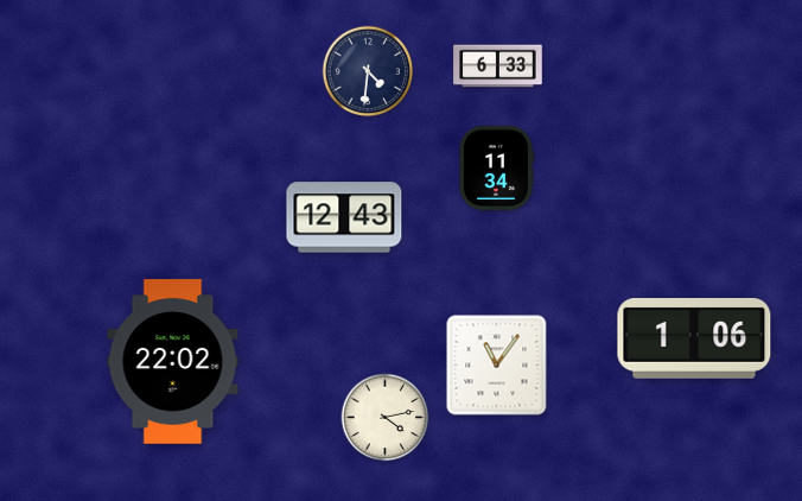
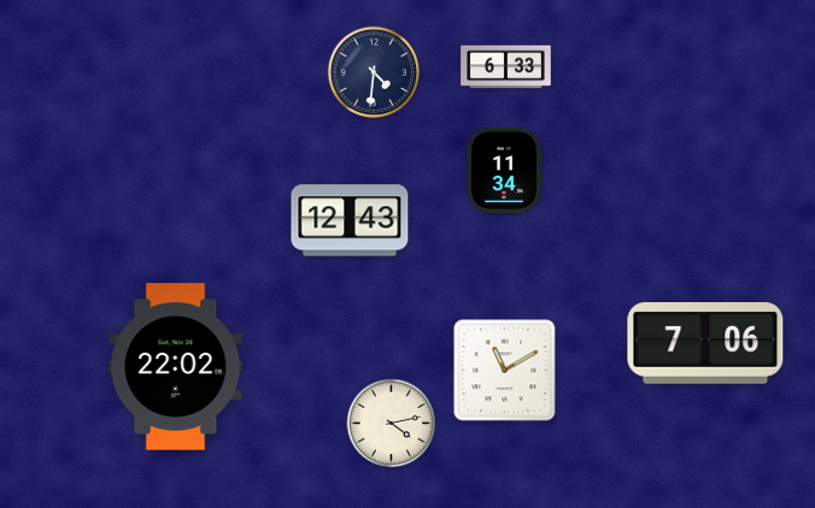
clock at (694, 340): 1:06 -> 7:06
clock at (497, 366): 11:06 -> 11:10
